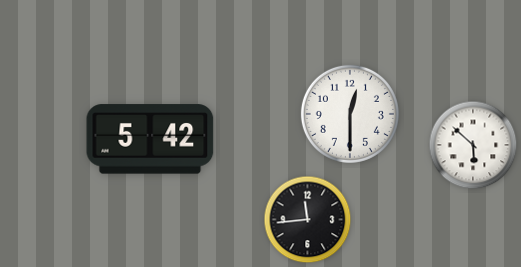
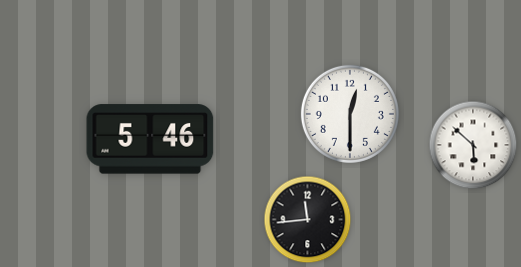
clock at (150, 139): 5:42 -> 5:46
